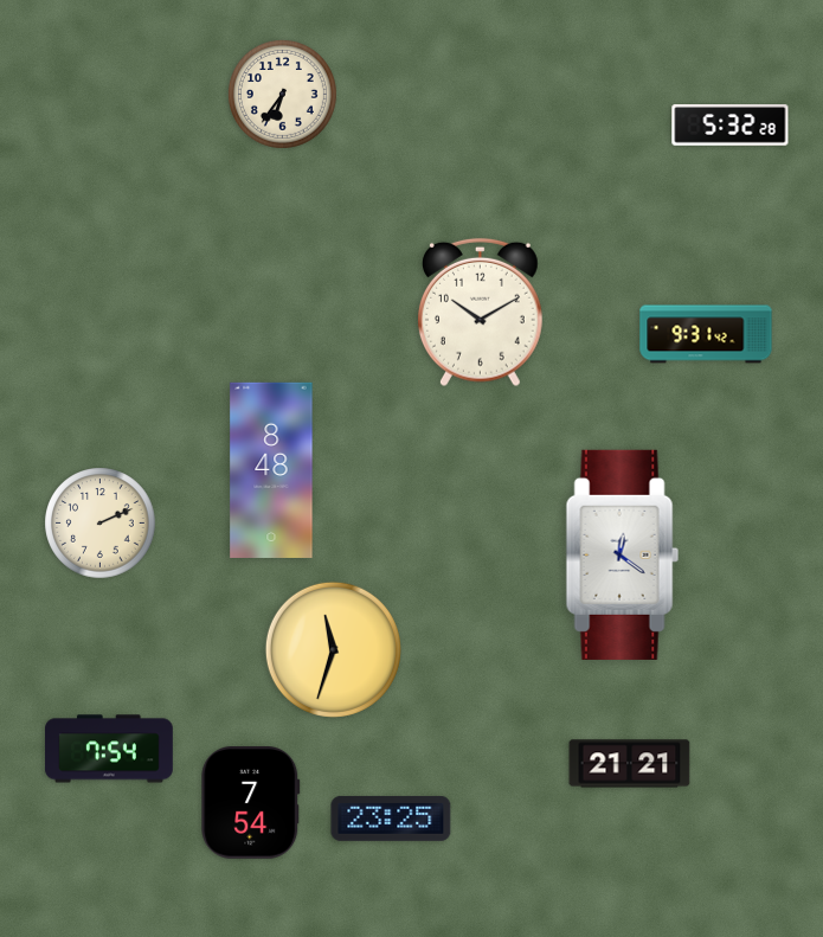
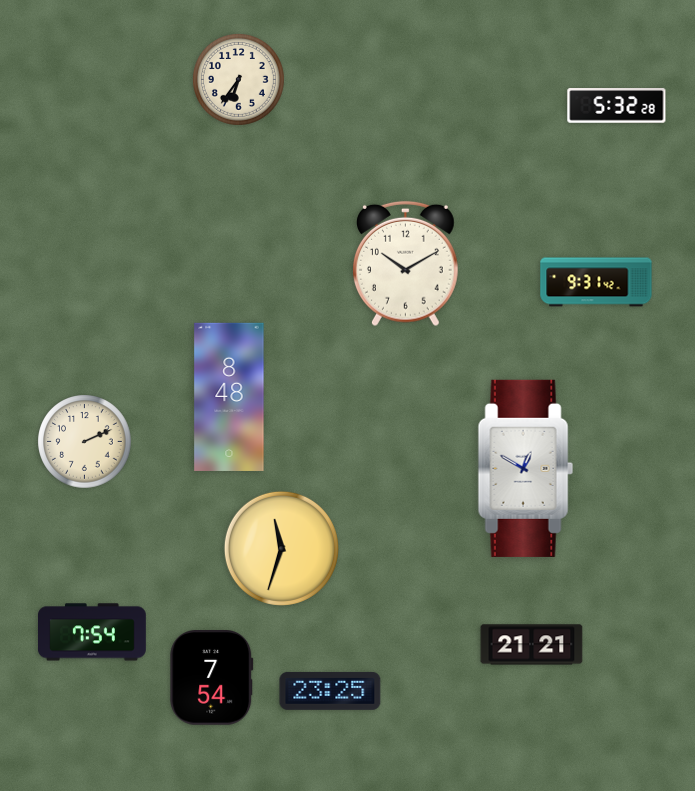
clock at (622, 554): 12:21 -> 12:50
